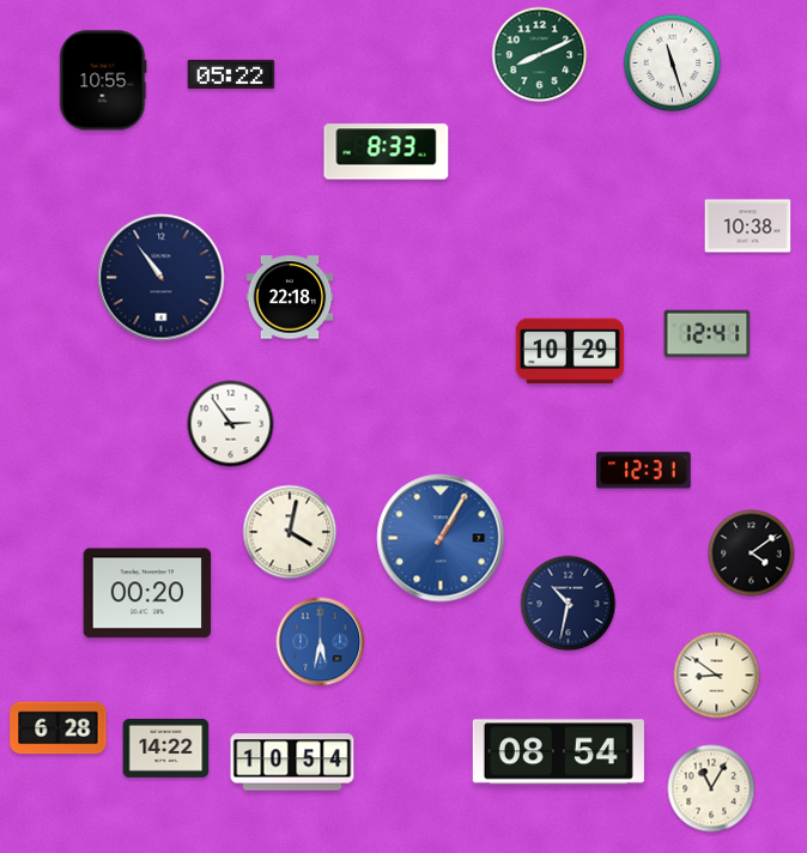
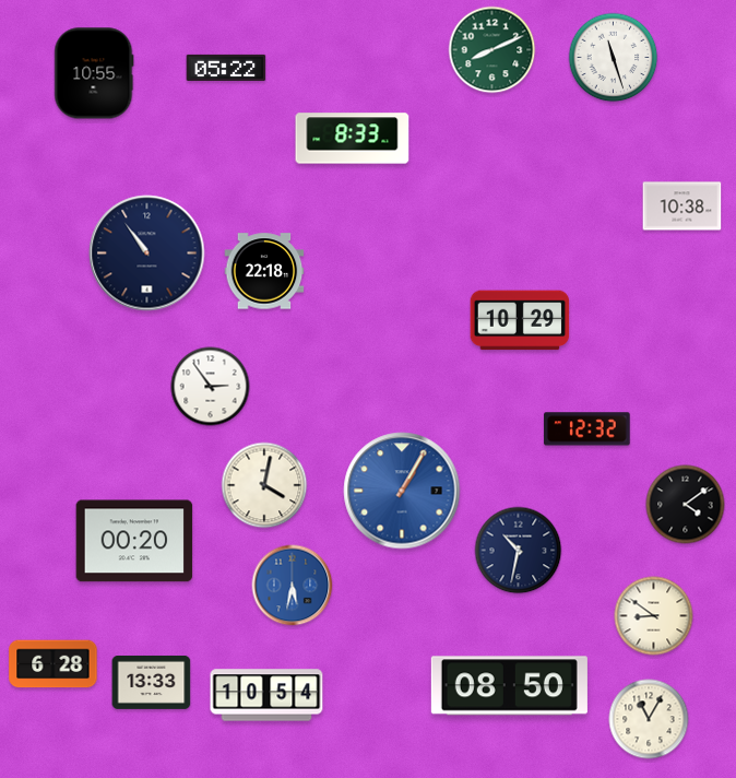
clock at (231, 74) position: (231, 74) -> (226, 68)
clock at (708, 334): 12:41 -> none
clock at (644, 471): 12:31 -> 12:32
clock at (166, 748): 14:22 -> 13:33
clock at (558, 752): 08:54 -> 08:50
